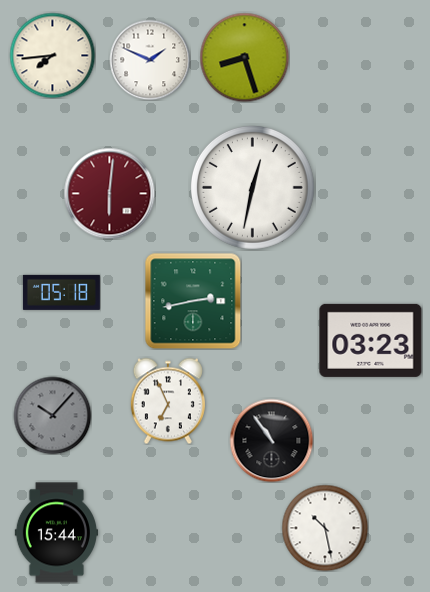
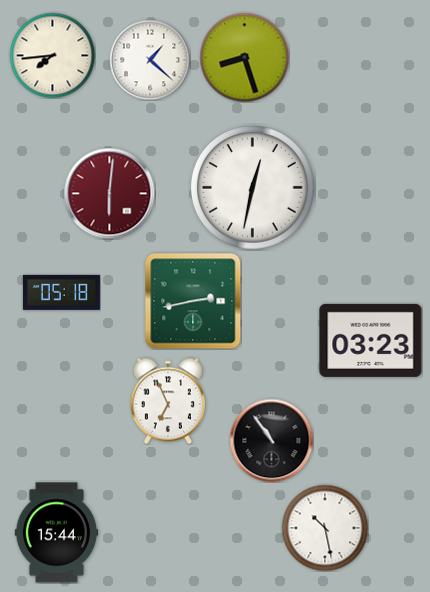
clock at (150, 60): 1:49 -> 1:22
clock at (52, 415): 10:07 -> none
